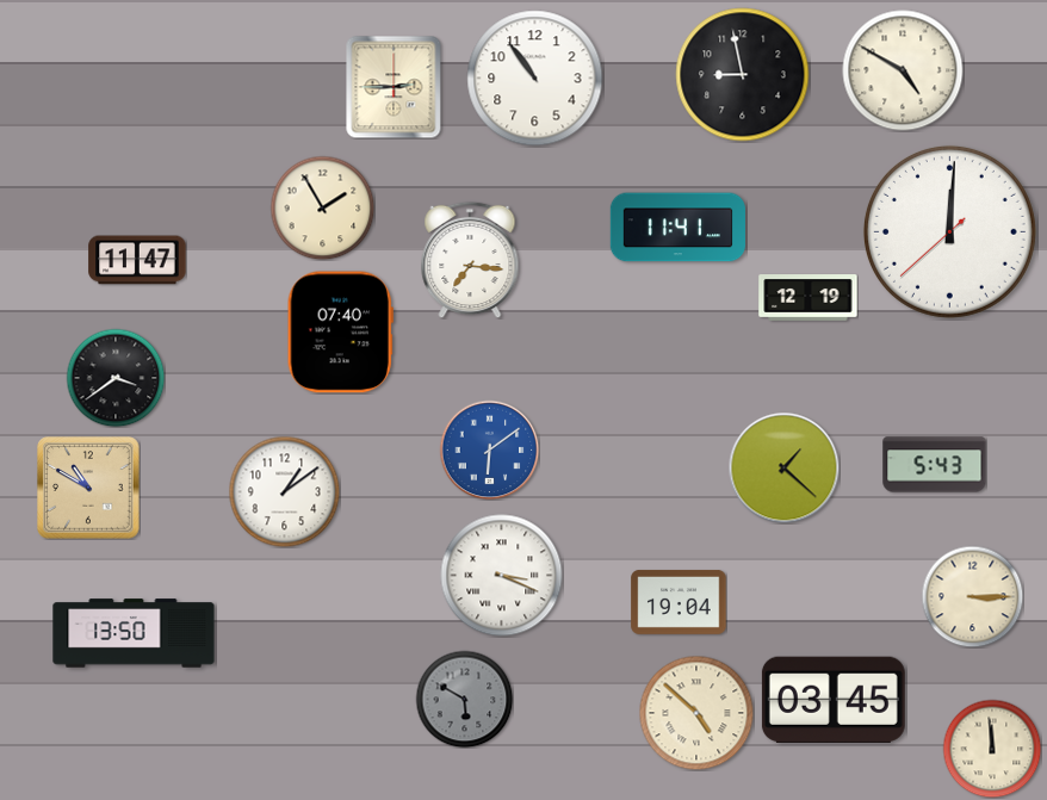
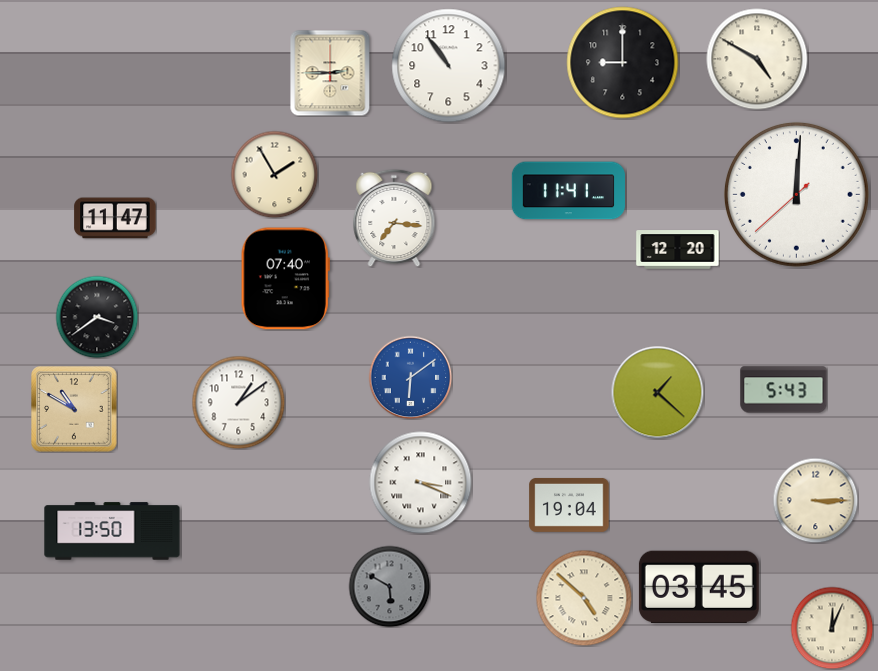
clock at (743, 75): 8:58 -> 9:00
clock at (322, 207) position: (322, 207) -> (274, 174)
clock at (809, 298): 12:19 -> 12:20
clock at (284, 491) position: (284, 491) -> (238, 402)
clock at (992, 749): 11:59 -> 12:04
